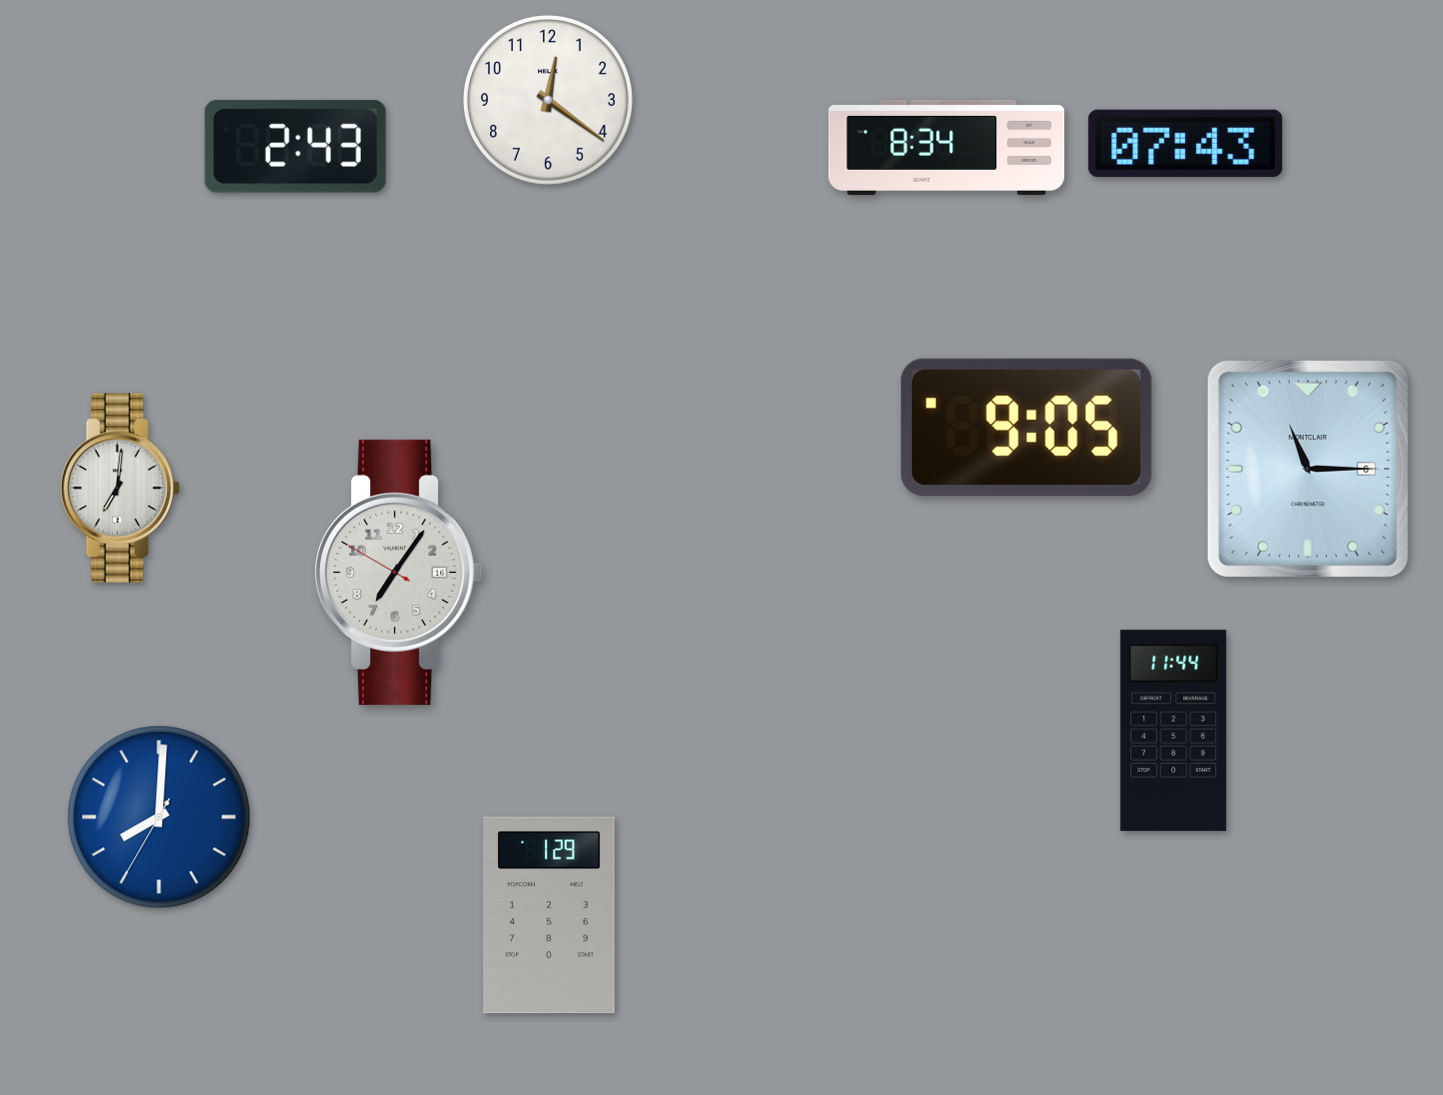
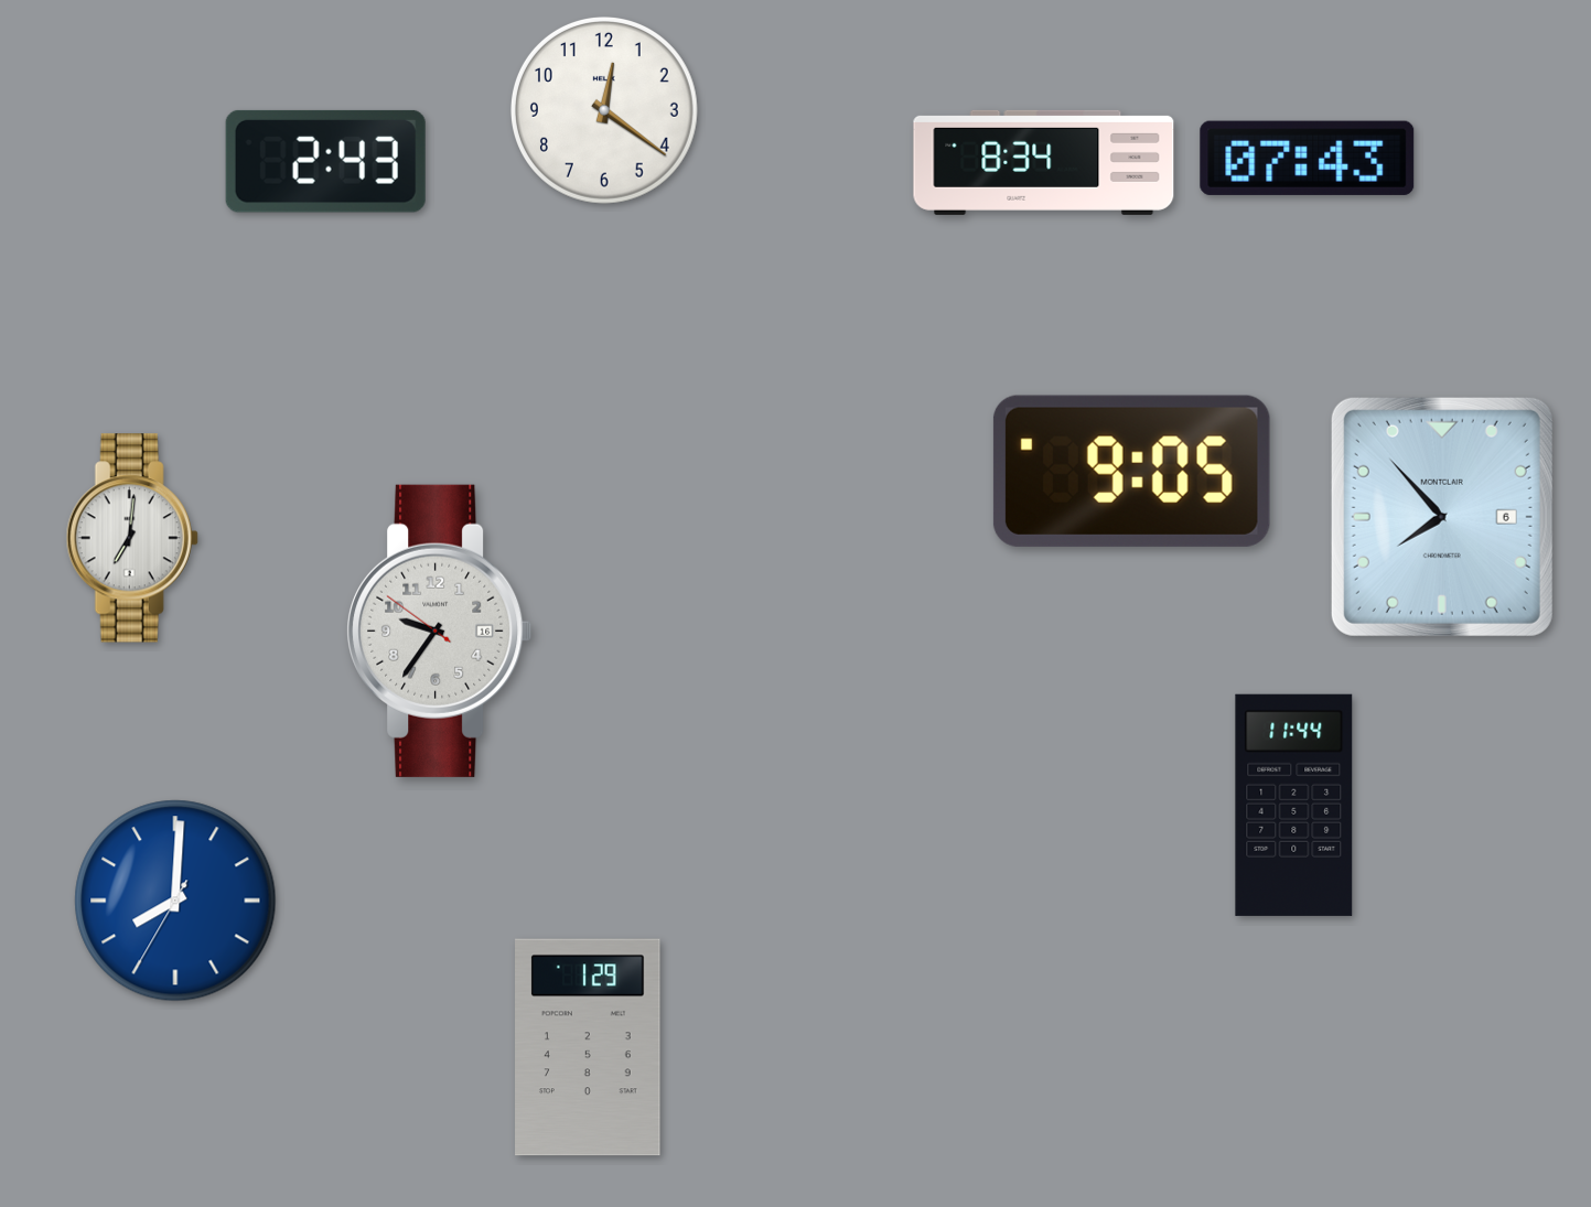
clock at (1308, 469): 11:15 -> 7:53
clock at (399, 572): 7:05 -> 9:35
clock at (549, 915) position: (549, 915) -> (588, 1047)
